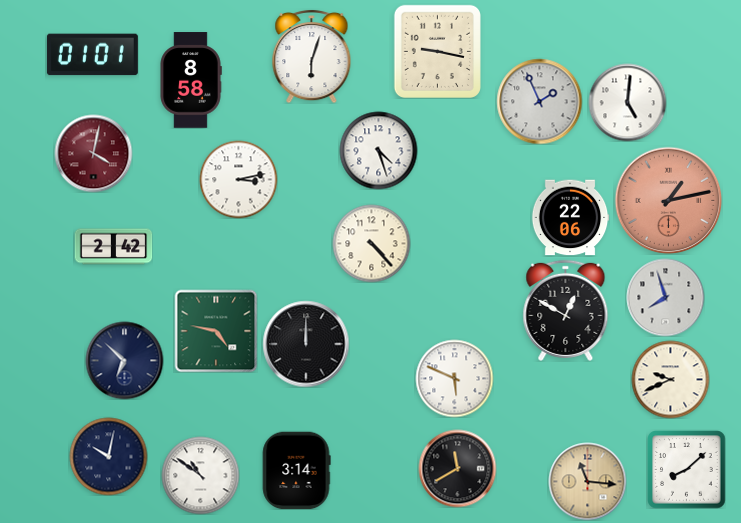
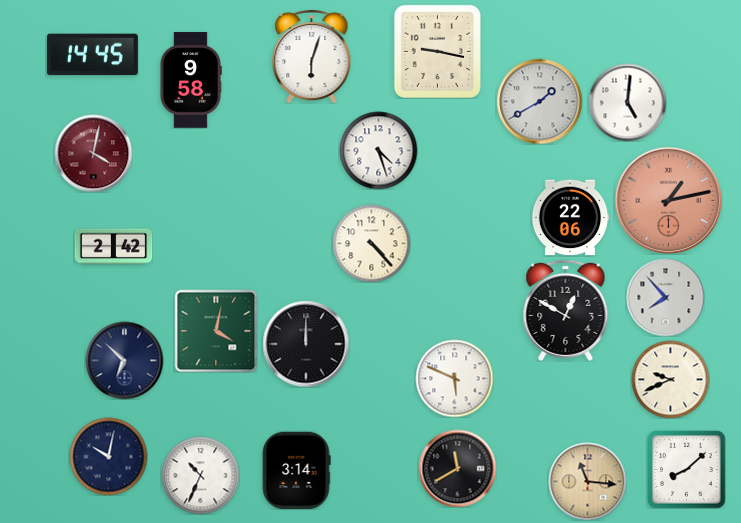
clock at (92, 55): 01:01 -> 14:45
clock at (191, 80): 8:58 -> 9:58
clock at (539, 101): 1:56 -> 1:40
clock at (238, 179): 3:13 -> none
clock at (665, 297): 7:57 -> 7:53
clock at (216, 331): 4:47 -> 4:02
clock at (200, 475): 10:51 -> 10:34
